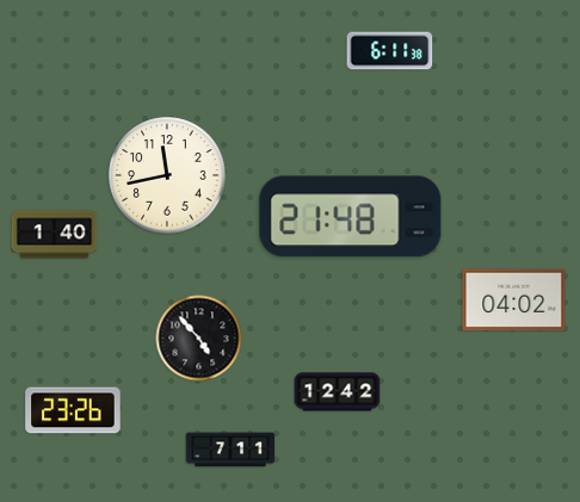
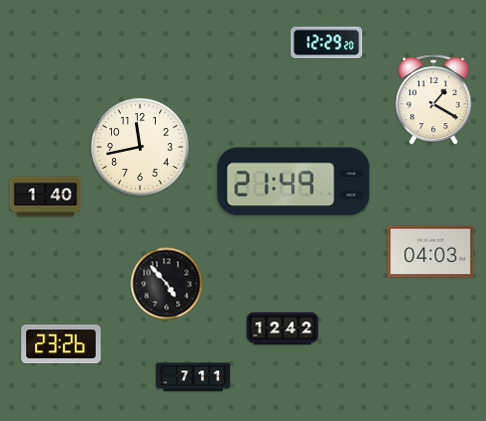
clock at (390, 51): 6:11 -> 12:29
clock at (434, 100): none -> 1:20
clock at (351, 217): 21:48 -> 21:49
clock at (514, 300): 04:02 -> 04:03
